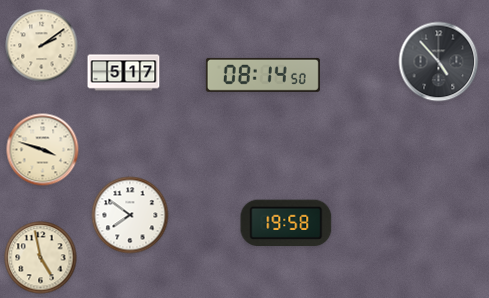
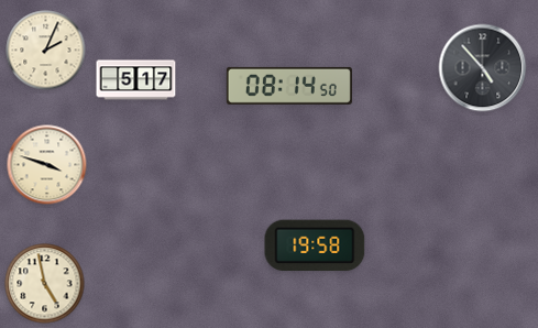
clock at (42, 46): 2:09 -> 2:04
clock at (263, 75) position: (263, 75) -> (289, 86)
clock at (130, 215): 7:51 -> none
